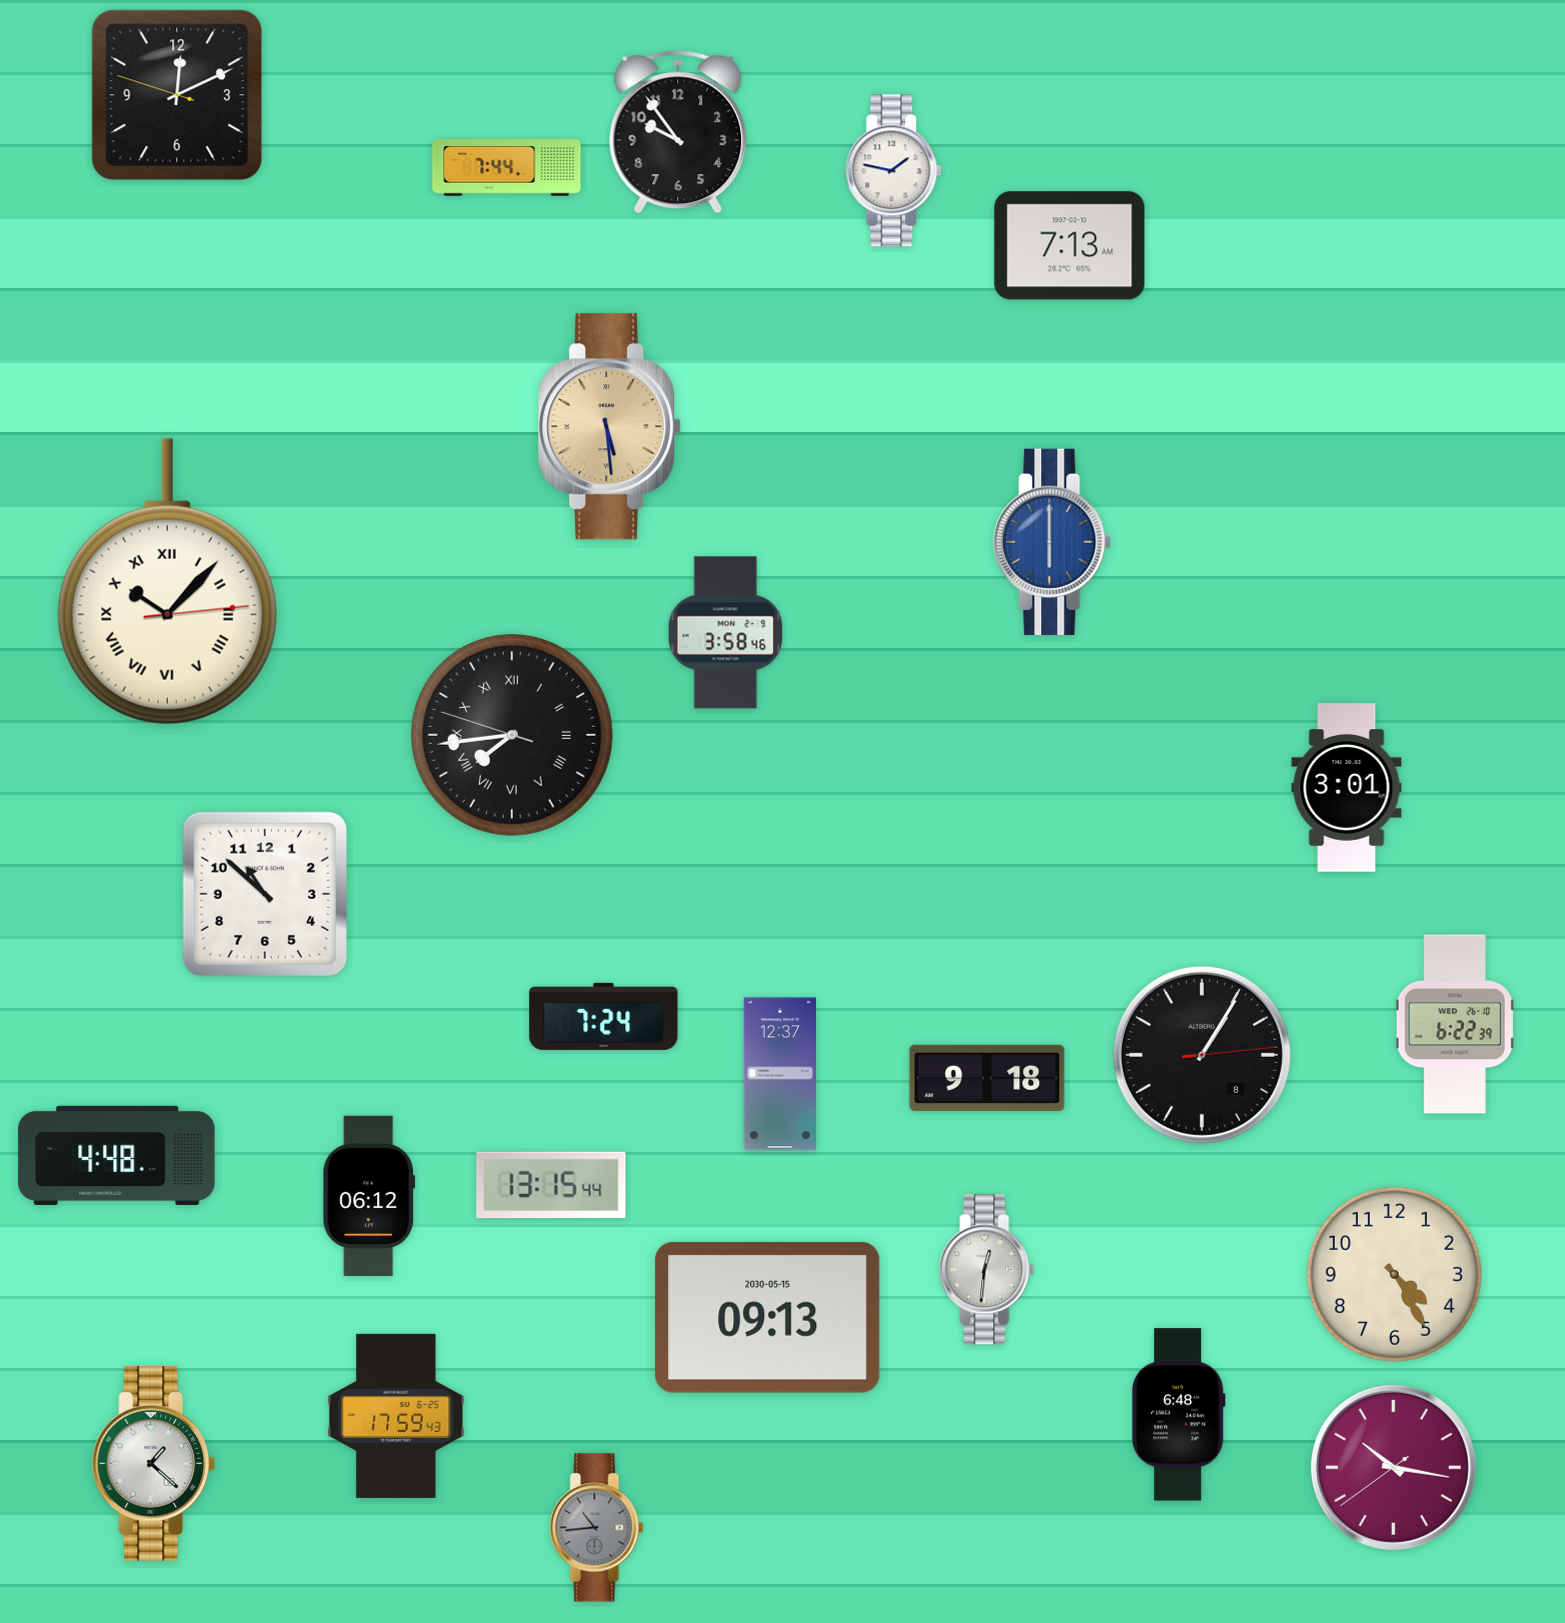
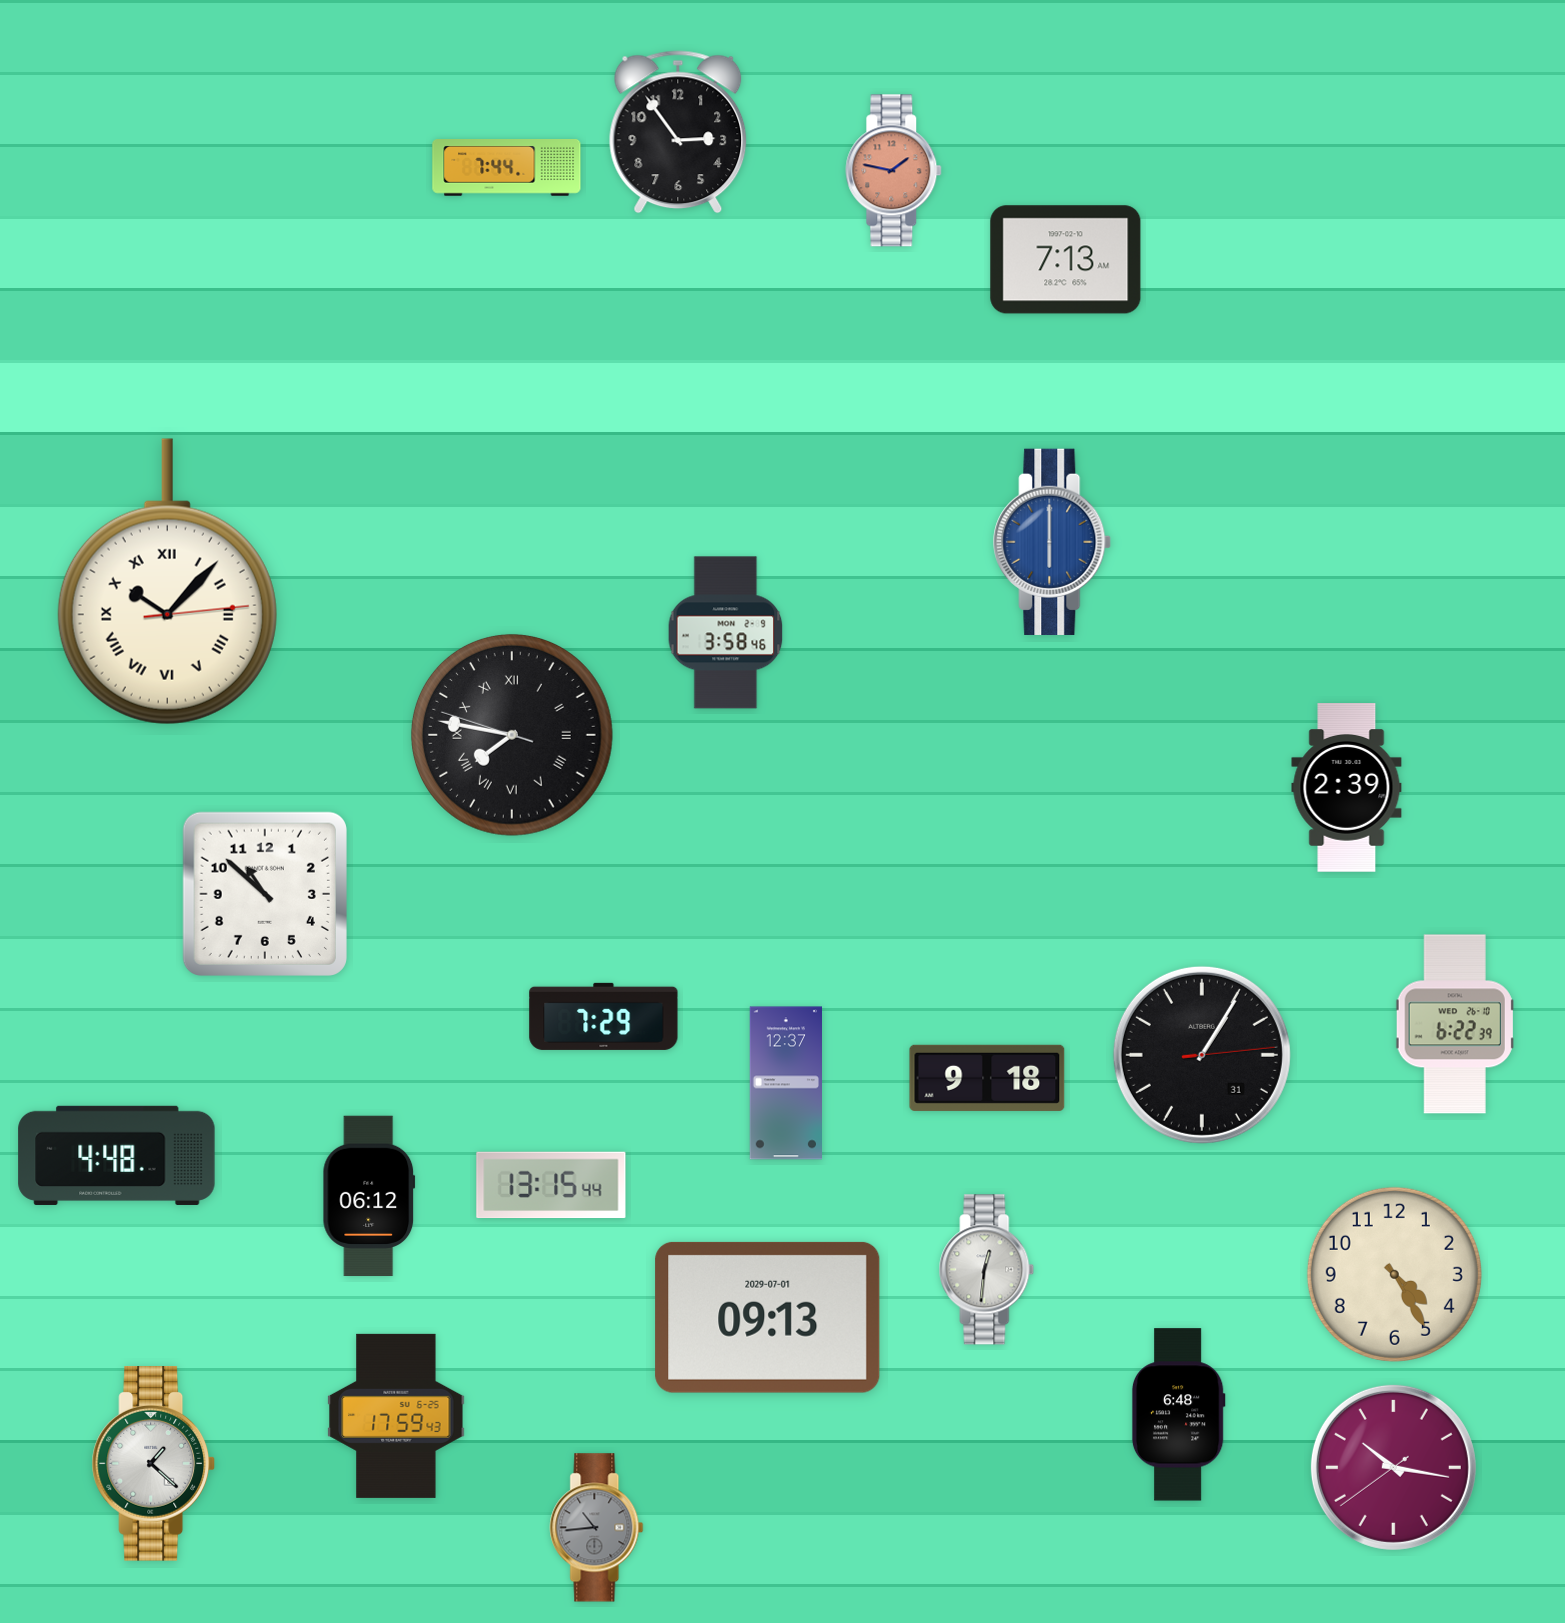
clock at (177, 95): 12:10 -> none
clock at (678, 132): 9:54 -> 2:54
clock at (894, 171) dial: white -> salmon
clock at (1070, 246) position: (1070, 246) -> (1066, 260)
clock at (610, 427): 5:29 -> none
clock at (512, 735): 7:43 -> 7:46
clock at (1347, 788): 3:01 -> 2:39
clock at (604, 1016): 7:24 -> 7:29
clock at (1202, 1055) date: 8 -> 31
clock at (779, 1074) position: (779, 1074) -> (785, 1083)
clock at (768, 1317) date: 2030-05-15 -> 2029-07-01
